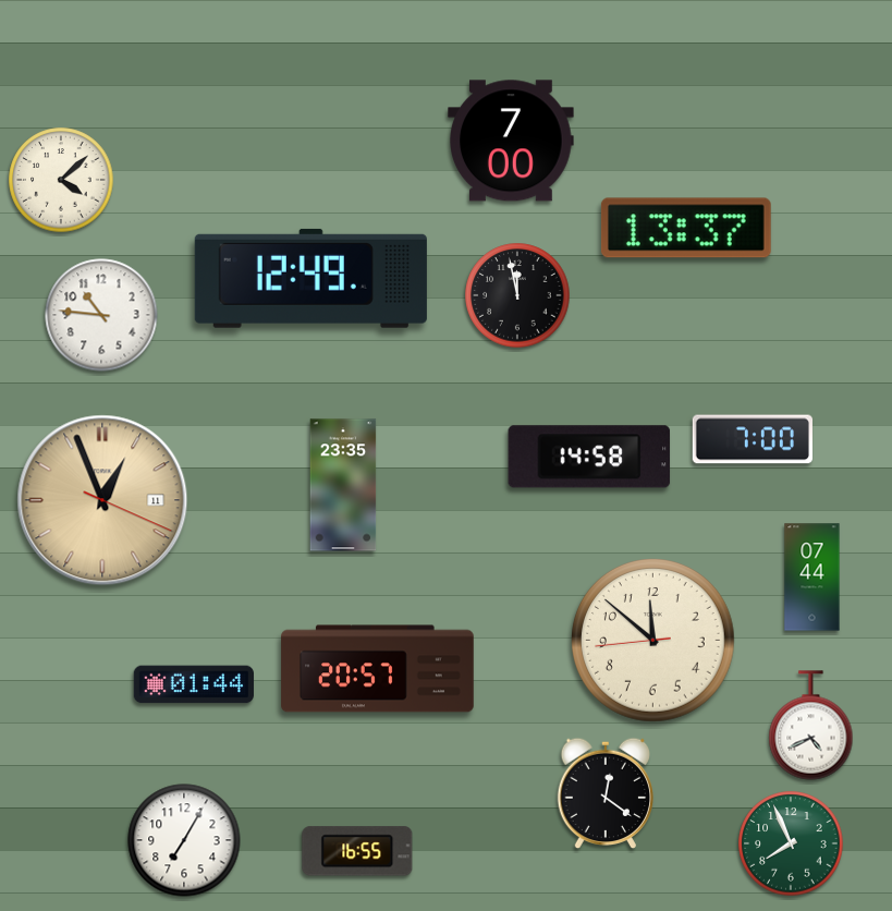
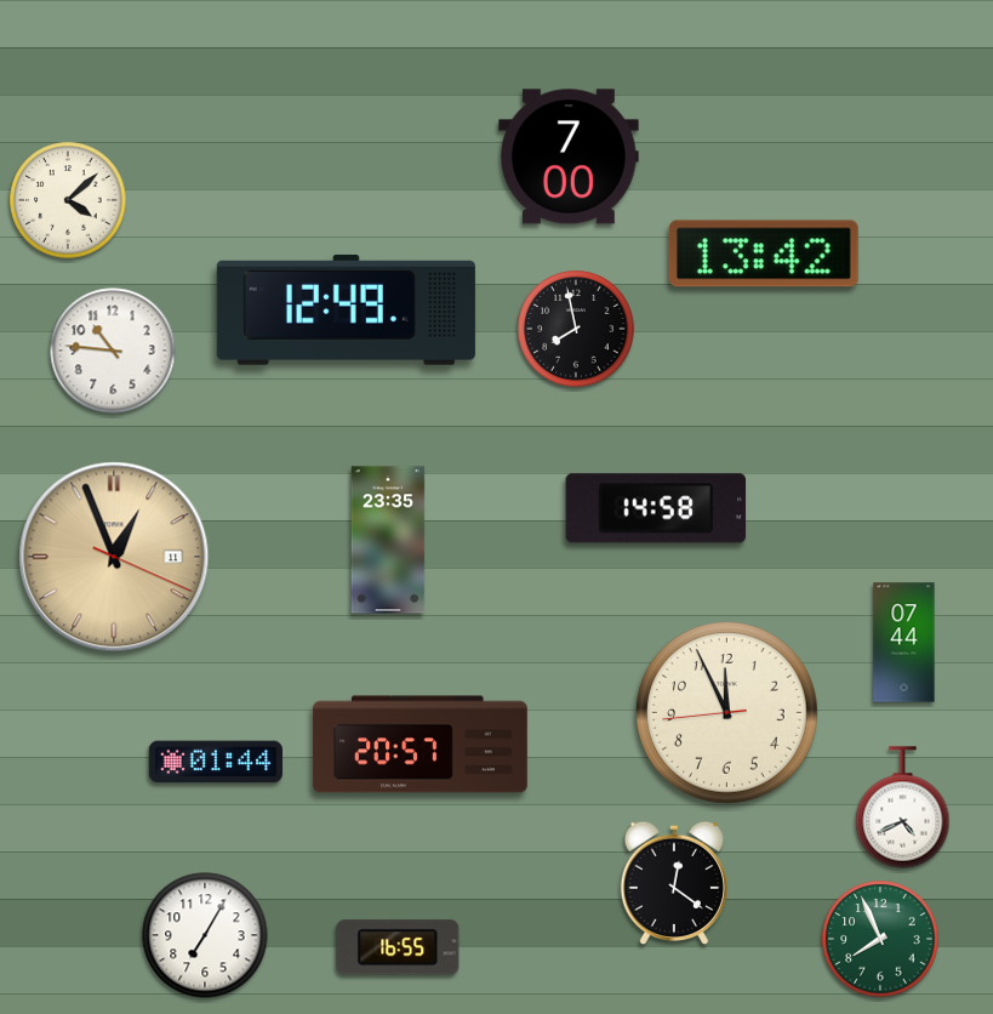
clock at (686, 228): 13:37 -> 13:42
clock at (517, 295): 11:58 -> 7:58
clock at (752, 439): 7:00 -> none
clock at (343, 485) position: (343, 485) -> (388, 540)
clock at (653, 641): 11:51 -> 11:55
